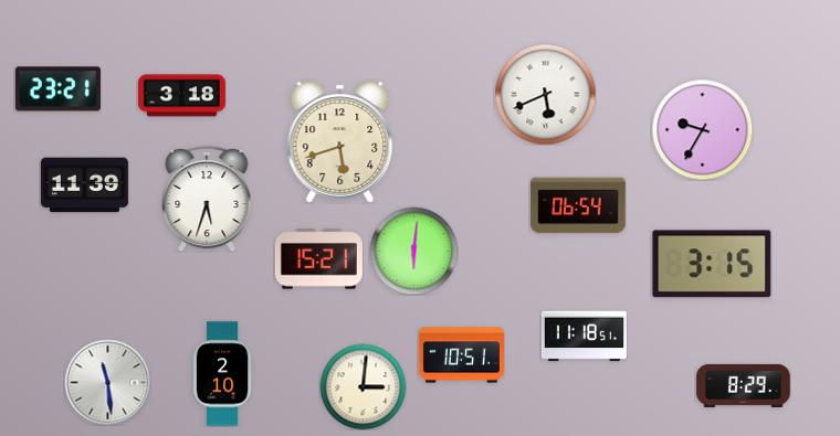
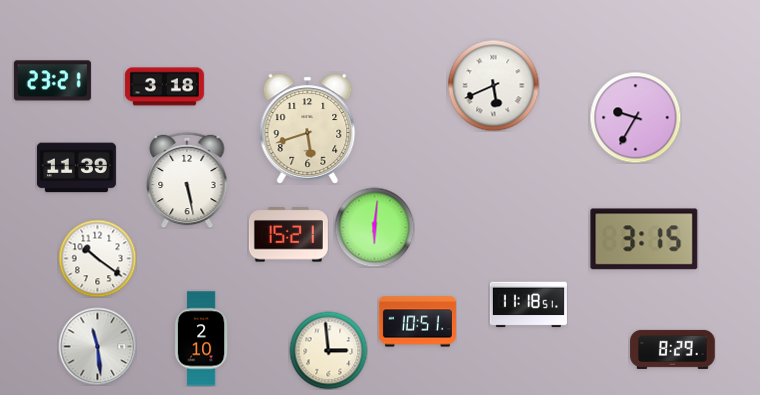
clock at (207, 199): 5:33 -> 5:28
clock at (578, 205): 06:54 -> none
clock at (97, 258): none -> 10:21
clock at (363, 386): 3:01 -> 2:59
